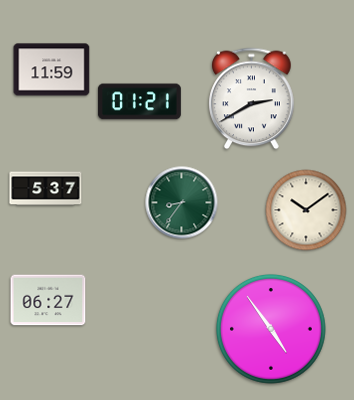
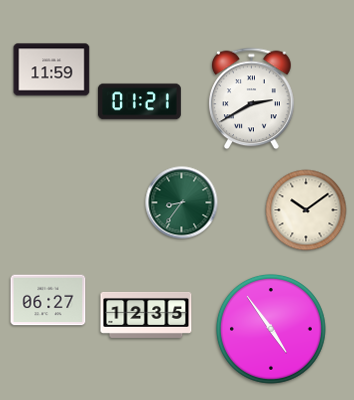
clock at (46, 189): 5:37 -> none
clock at (146, 315): none -> 12:35
